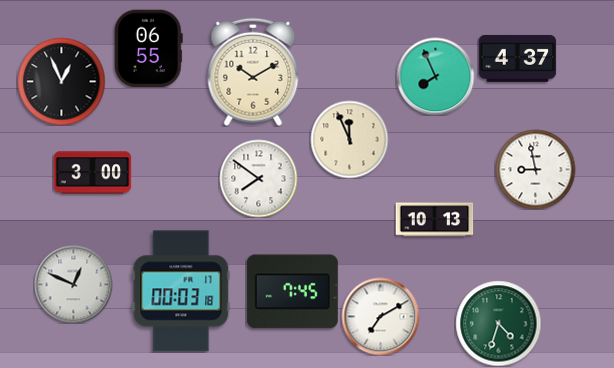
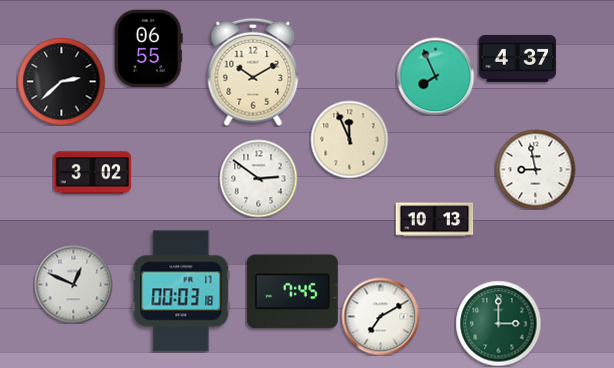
clock at (61, 81): 12:56 -> 2:38
clock at (92, 173): 3:00 -> 3:02
clock at (258, 178): 7:51 -> 2:51
clock at (498, 323): 4:33 -> 3:00
